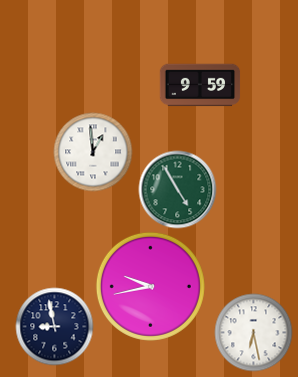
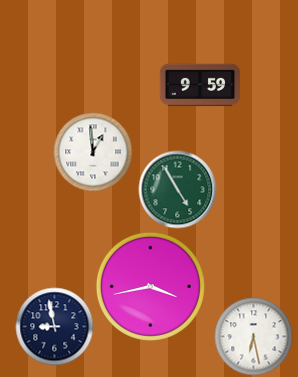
clock at (150, 286): 9:43 -> 3:43
clock at (253, 332) position: (253, 332) -> (253, 336)
